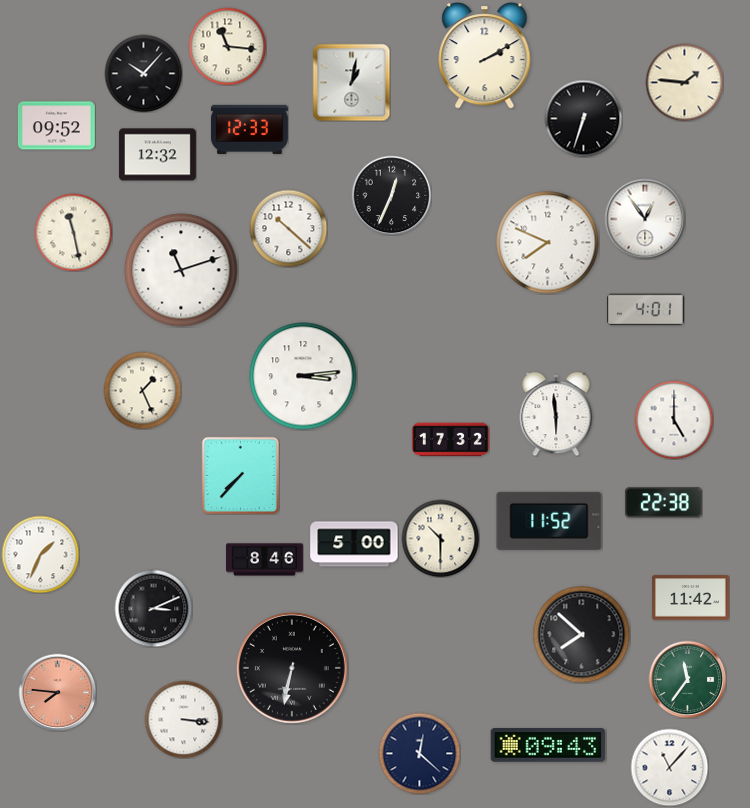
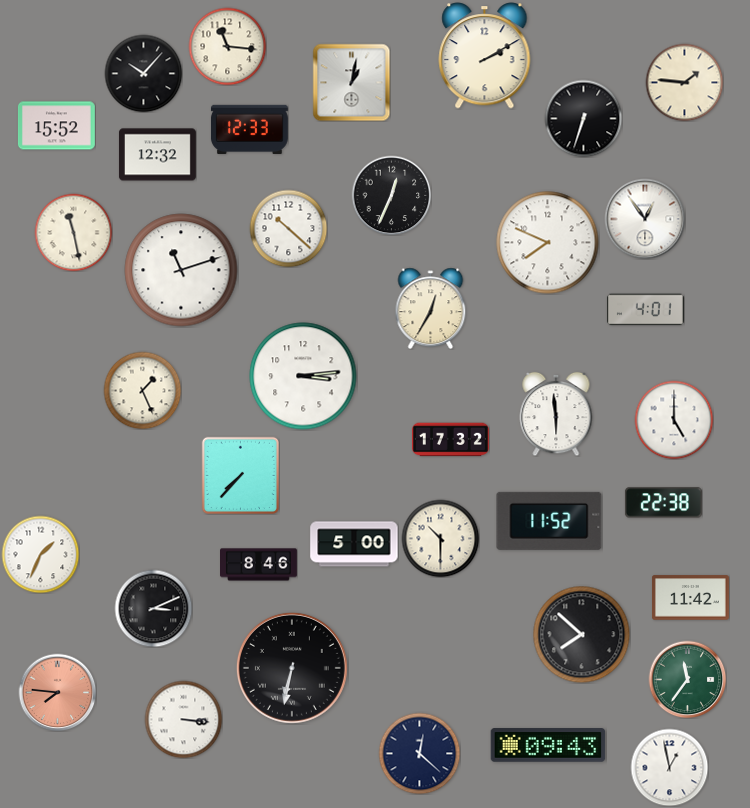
clock at (56, 126): 09:52 -> 15:52
clock at (431, 308): none -> 12:35
clock at (265, 560) position: (265, 560) -> (259, 565)
clock at (669, 767): 11:07 -> 12:58
